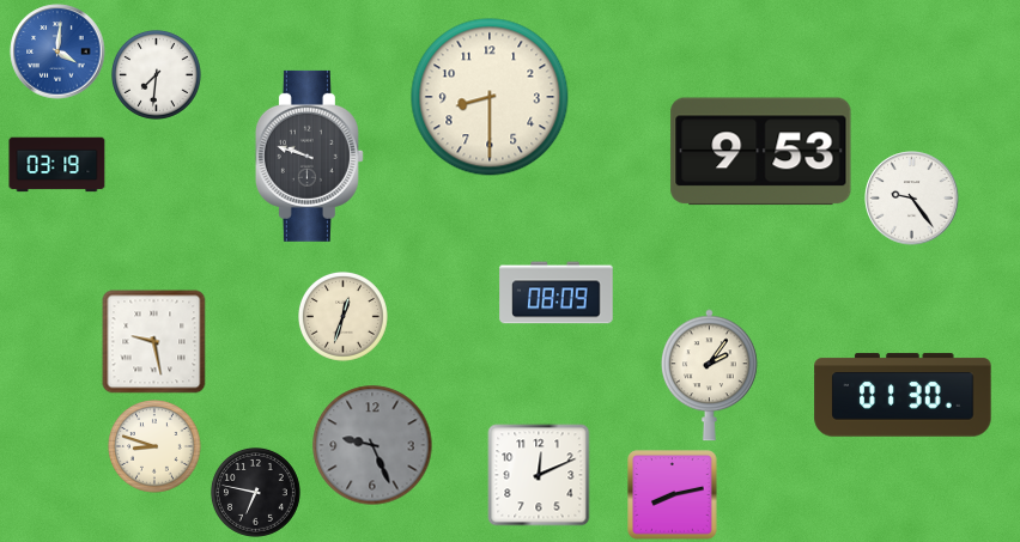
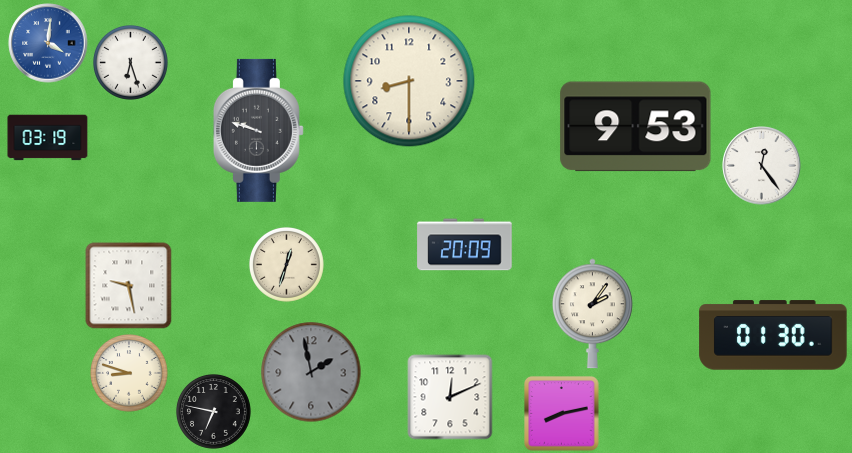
clock at (157, 75): 7:31 -> 6:27
clock at (912, 199): 9:24 -> 12:24
clock at (557, 293): 08:09 -> 20:09
clock at (903, 395) position: (903, 395) -> (773, 335)
clock at (372, 445): 9:26 -> 1:58
